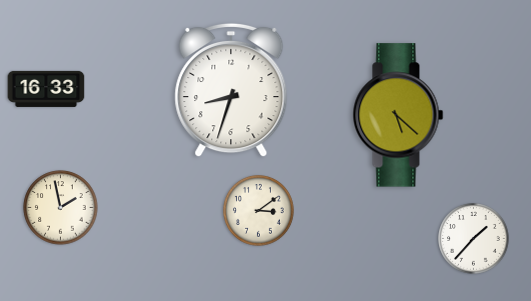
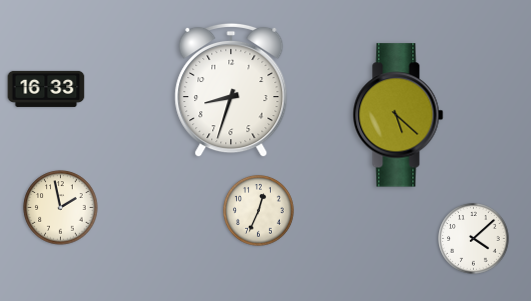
clock at (259, 211): 3:09 -> 12:34
clock at (474, 239): 1:37 -> 4:08
